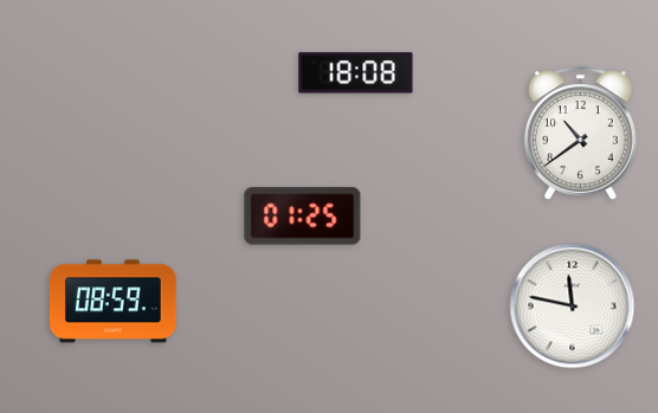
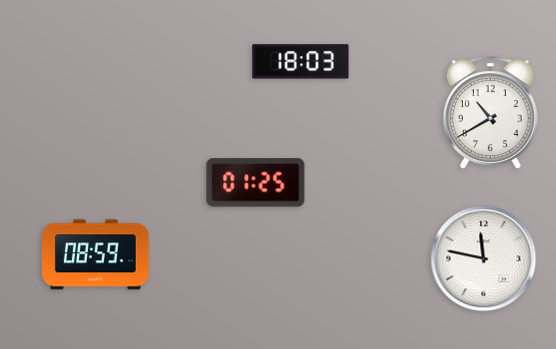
clock at (356, 73): 18:08 -> 18:03
clock at (580, 134): 10:39 -> 10:40
